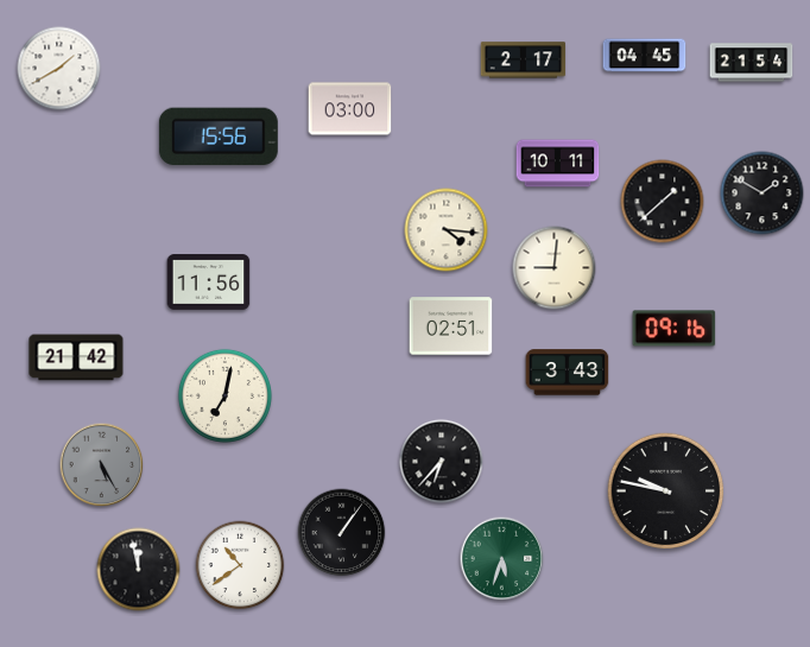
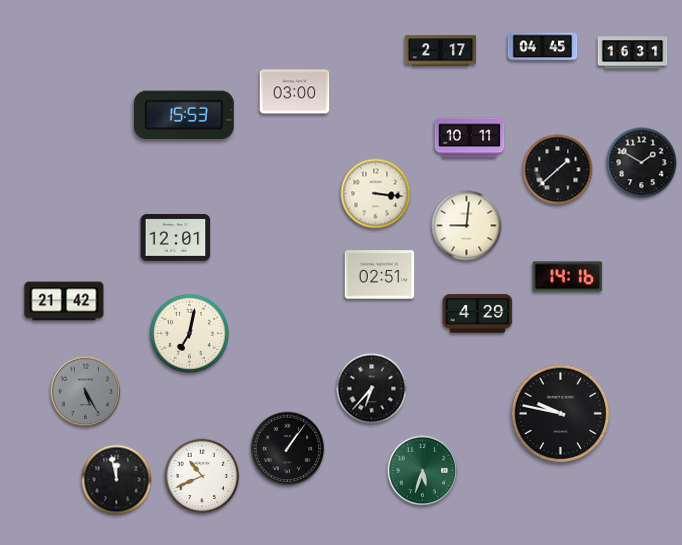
clock at (752, 63): 21:54 -> 16:31
clock at (59, 69): 1:40 -> none
clock at (219, 137): 15:56 -> 15:53
clock at (447, 230): 4:16 -> 3:16
clock at (209, 283): 11:56 -> 12:01
clock at (675, 329): 09:16 -> 14:16
clock at (568, 373): 3:43 -> 4:29
clock at (240, 565): 10:39 -> 10:41
